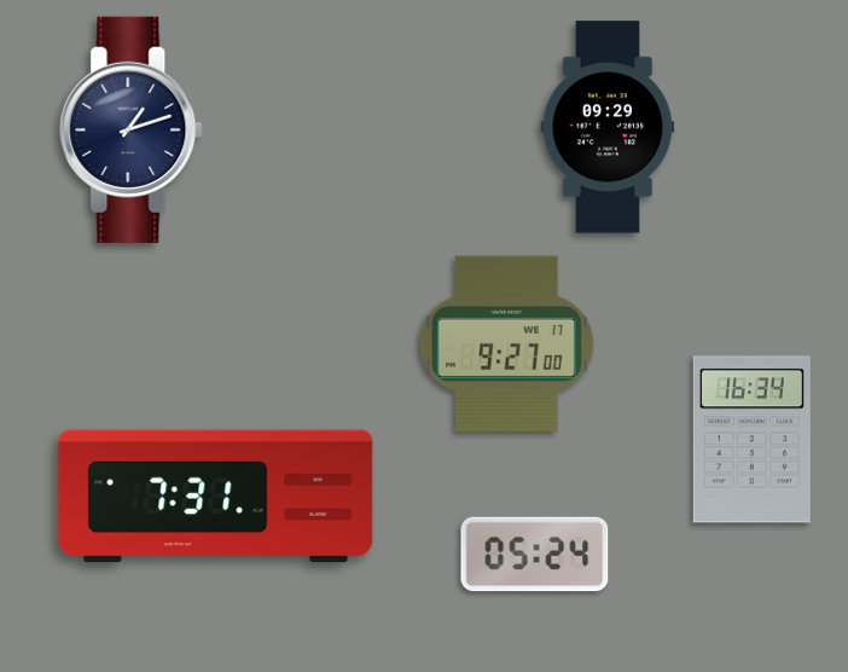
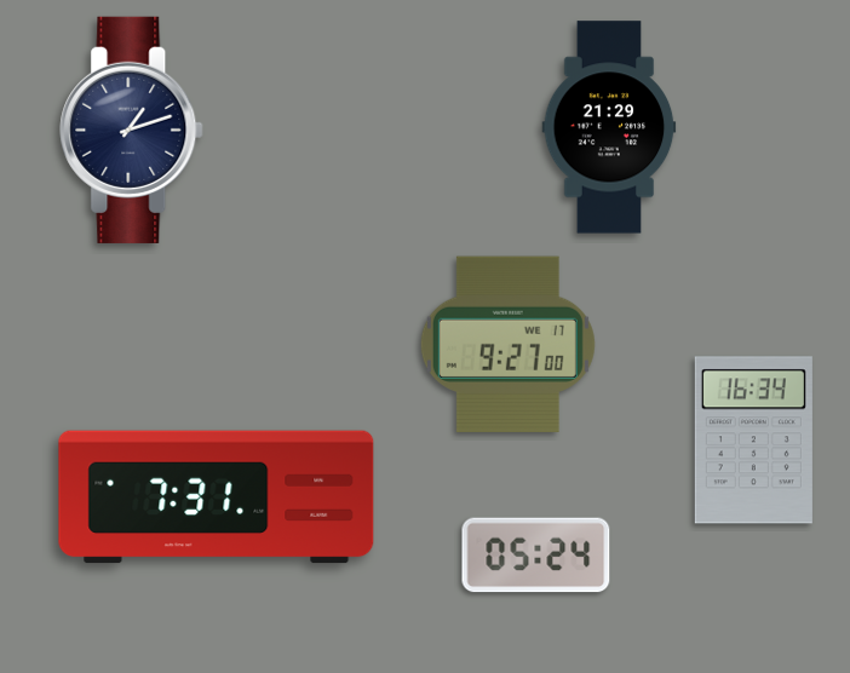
clock at (608, 127): 09:29 -> 21:29
